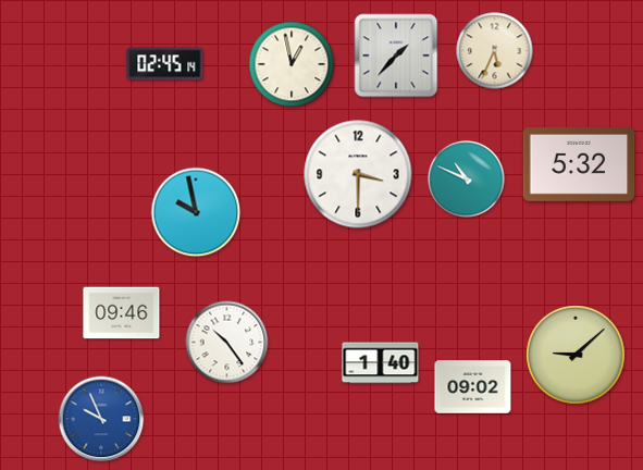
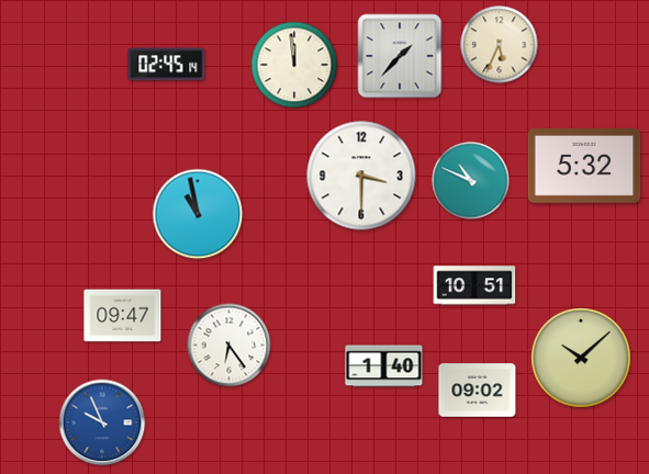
clock at (495, 51) position: (495, 51) -> (500, 45)
clock at (292, 64): 12:58 -> 11:59
clock at (196, 212): 9:58 -> 10:58
clock at (474, 285): none -> 10:51
clock at (122, 313): 09:46 -> 09:47
clock at (227, 343): 10:24 -> 6:24
clock at (577, 356): 9:08 -> 10:08
